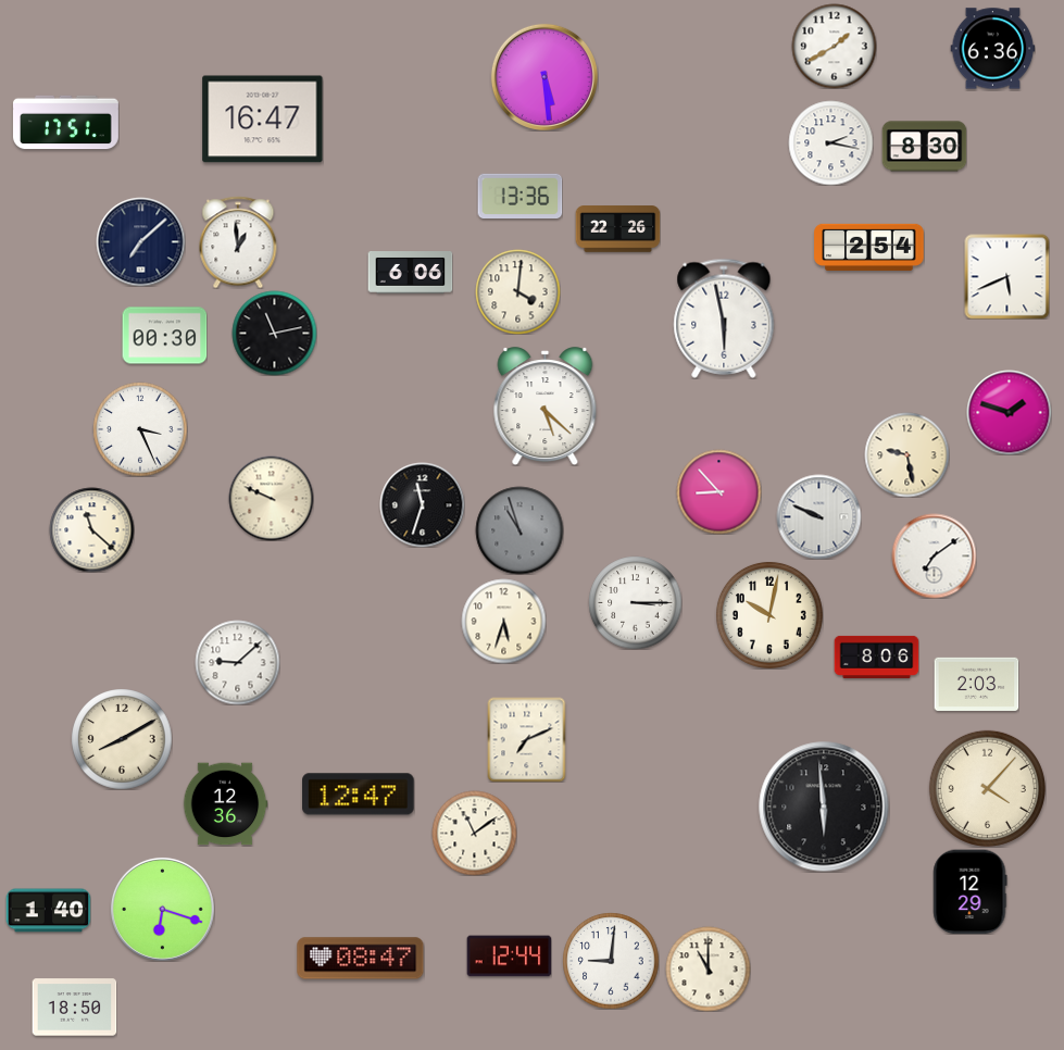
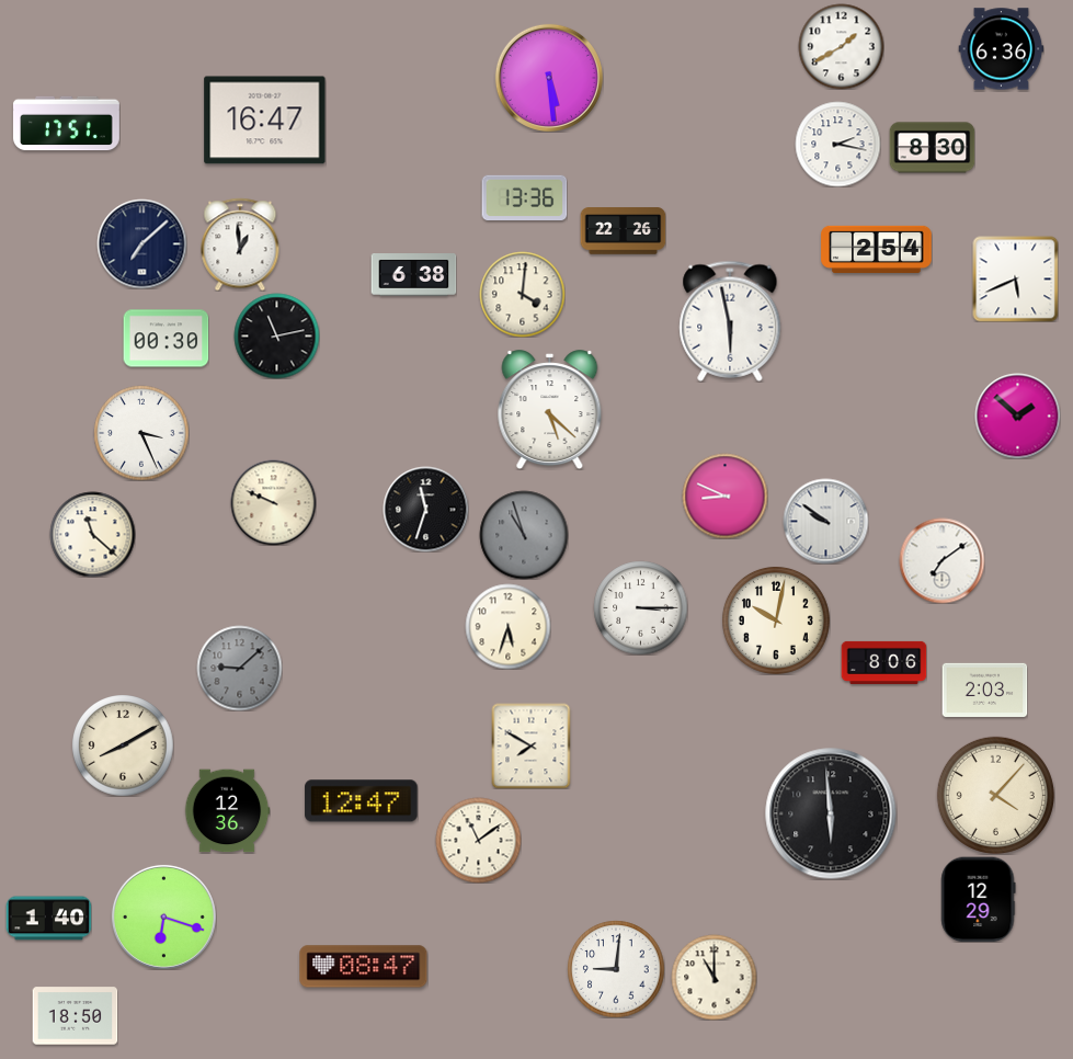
clock at (410, 273): 6:06 -> 6:38
clock at (1009, 412): 1:48 -> 1:52
clock at (906, 454): 9:28 -> none
clock at (718, 491): 8:53 -> 8:49
clock at (818, 516): 9:49 -> 9:51
clock at (237, 662) dial: white -> grey
clock at (527, 739): 7:11 -> 7:50
clock at (509, 957): 12:44 -> none
